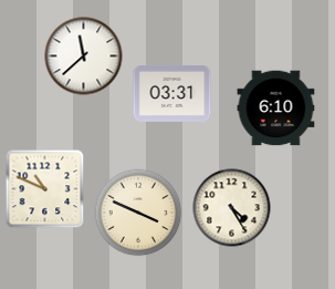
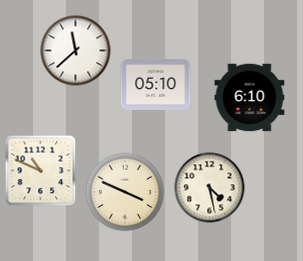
clock at (172, 93): 03:31 -> 05:10
clock at (232, 208): 4:25 -> 4:28
